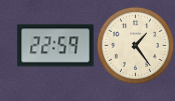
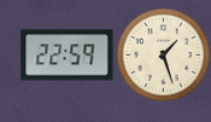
clock at (135, 45): 1:24 -> 1:27
